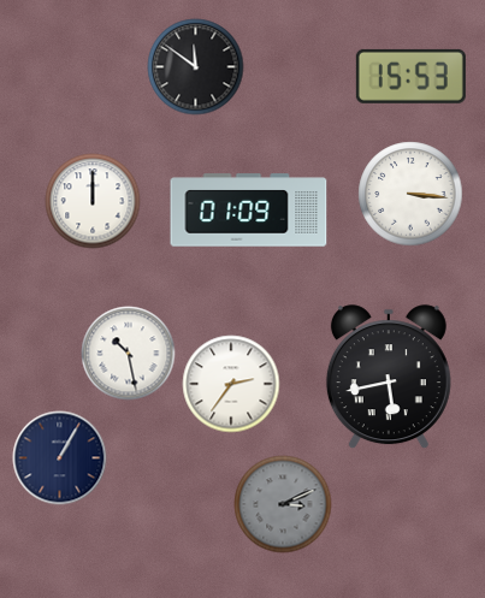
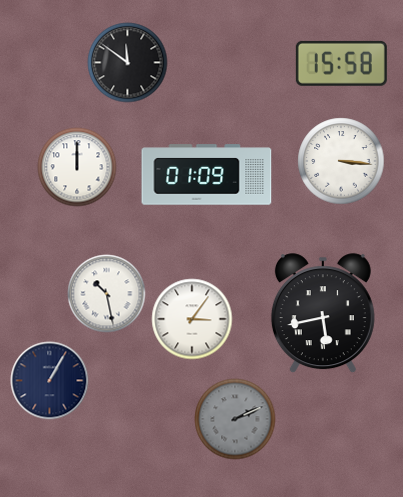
clock at (195, 66) position: (195, 66) -> (127, 62)
clock at (410, 76): 15:53 -> 15:58
clock at (231, 384): 2:36 -> 3:06
clock at (283, 504): 3:11 -> 2:11
